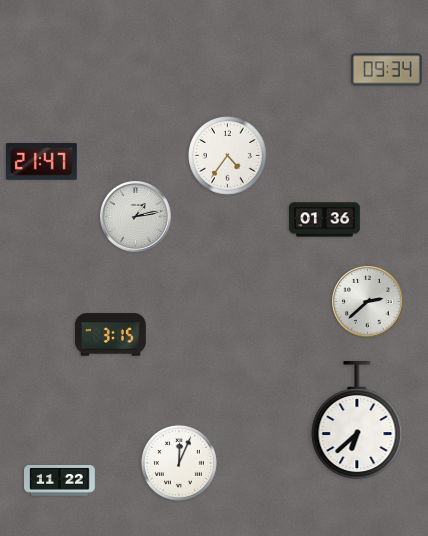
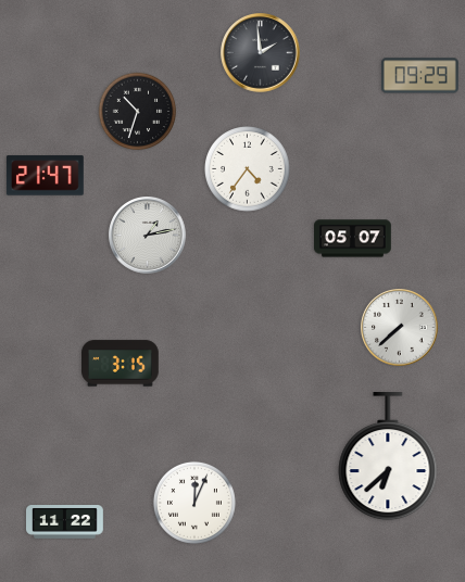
clock at (261, 53): none -> 1:59
clock at (387, 70): 09:34 -> 09:29
clock at (138, 112): none -> 10:33
clock at (325, 220): 01:36 -> 05:07
clock at (368, 302): 2:38 -> 7:38
